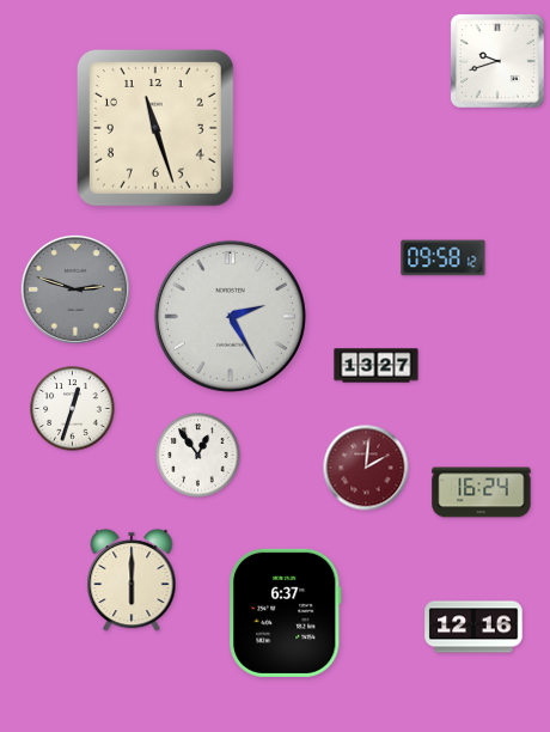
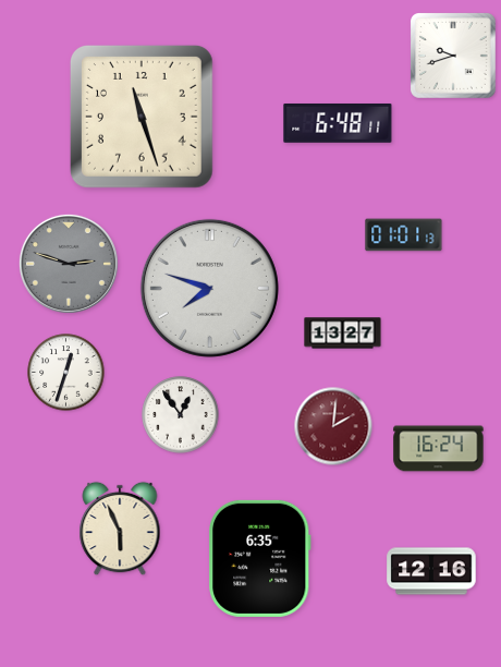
clock at (338, 123): none -> 6:48
clock at (444, 258): 09:58 -> 01:01
clock at (230, 316): 2:25 -> 7:48
clock at (132, 580): 6:00 -> 5:56
clock at (285, 612): 6:37 -> 6:35
